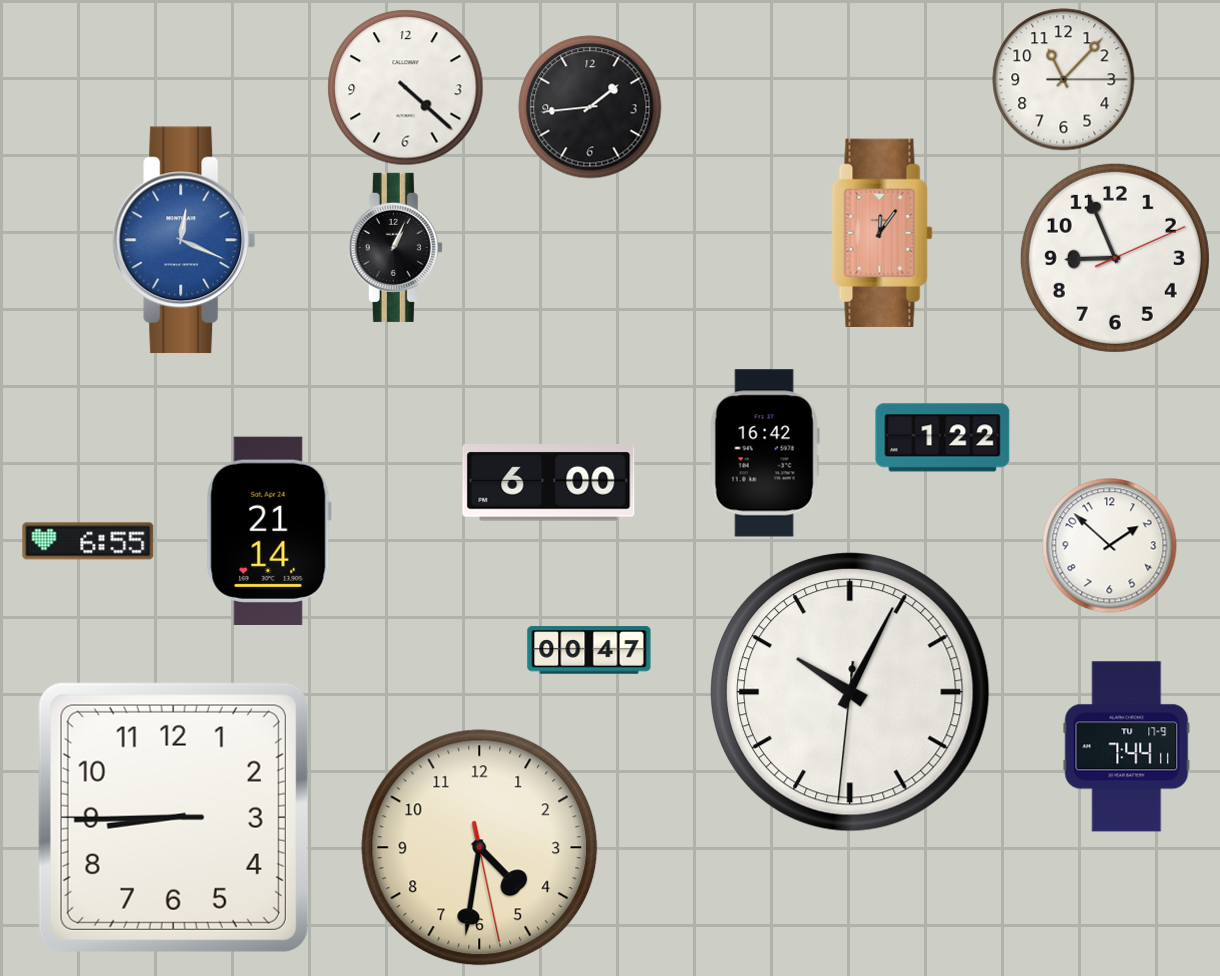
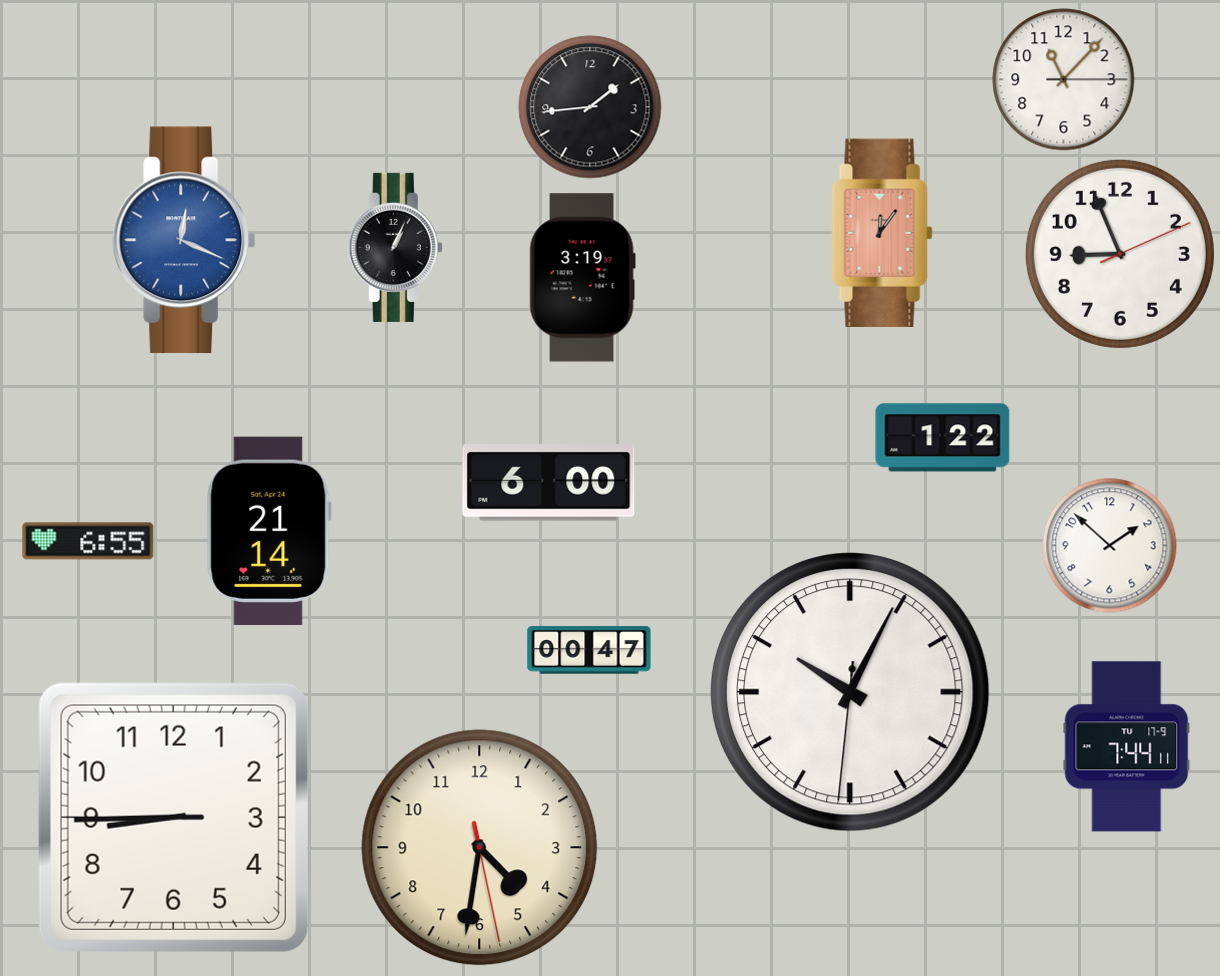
clock at (406, 88): 4:22 -> none
clock at (1115, 258) position: (1115, 258) -> (1120, 254)
clock at (582, 278): none -> 3:19
clock at (765, 453): 16:42 -> none
